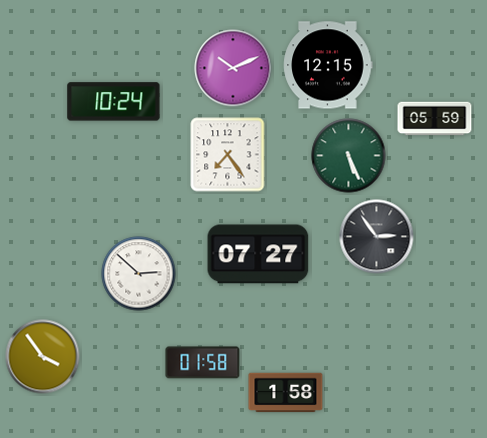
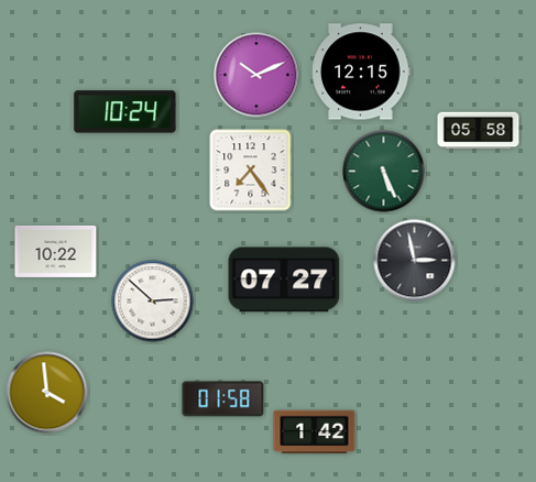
clock at (435, 119): 05:59 -> 05:58
clock at (56, 251): none -> 10:22
clock at (377, 237): 2:54 -> 2:58
clock at (43, 357): 3:54 -> 3:59
clock at (286, 393): 1:58 -> 1:42
